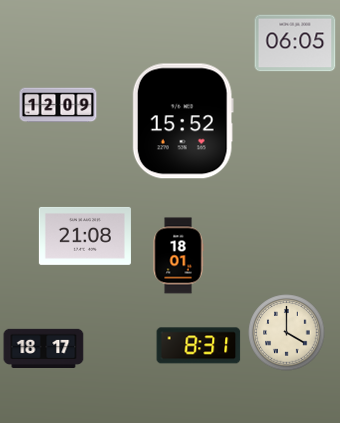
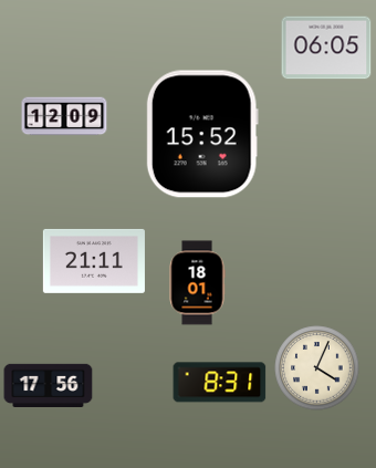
clock at (85, 236): 21:08 -> 21:11
clock at (287, 333): 4:00 -> 4:04
clock at (44, 348): 18:17 -> 17:56
